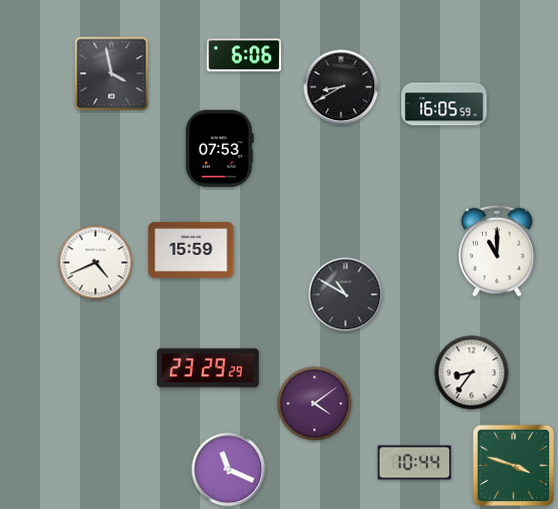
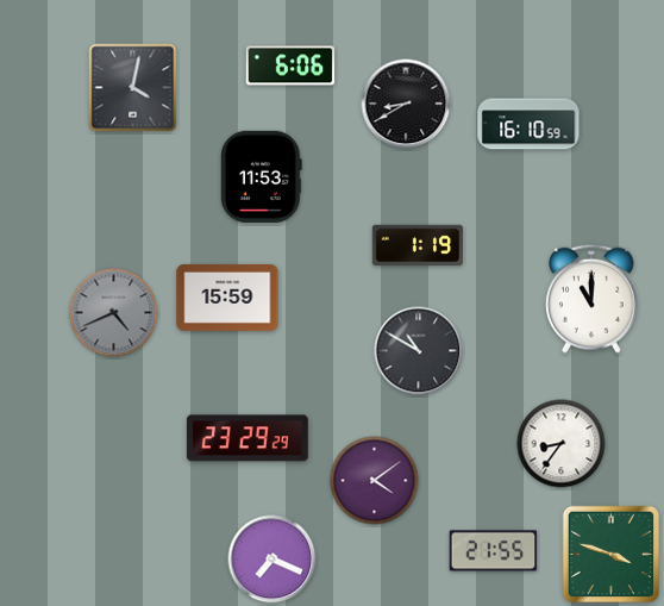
clock at (112, 74): 3:58 -> 4:02
clock at (444, 104): 16:05 -> 16:10
clock at (220, 148): 07:53 -> 11:53
clock at (418, 245): none -> 1:19
clock at (96, 263) dial: white -> grey
clock at (346, 295) position: (346, 295) -> (419, 351)
clock at (415, 463): 10:44 -> 21:55
clock at (229, 470): 11:19 -> 7:19
